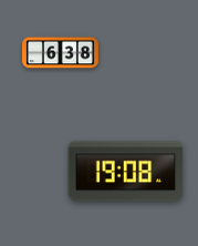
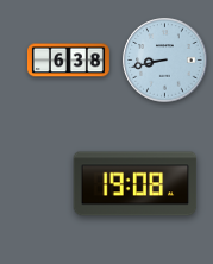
clock at (60, 53) position: (60, 53) -> (68, 61)
clock at (165, 61): none -> 8:43
